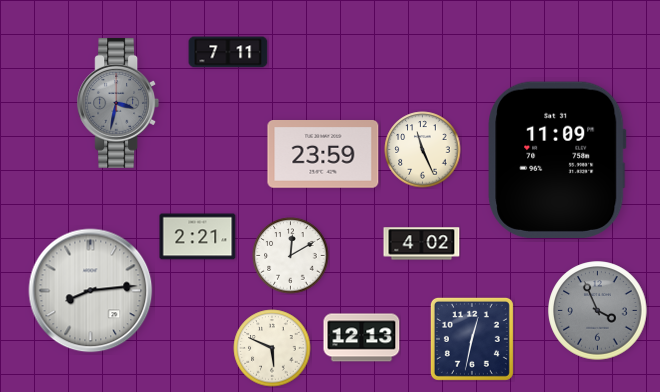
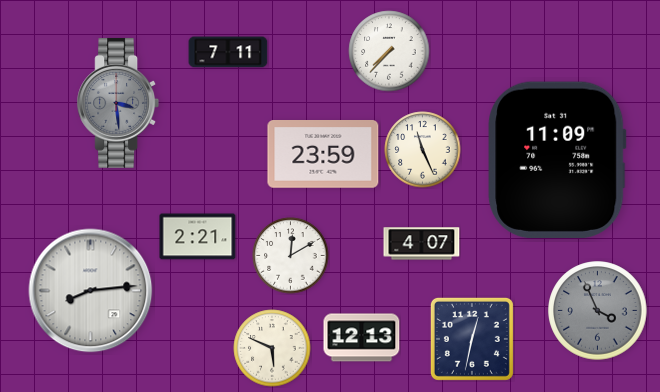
clock at (389, 51): none -> 7:37
clock at (118, 103): 3:32 -> 3:29
clock at (422, 244): 4:02 -> 4:07
